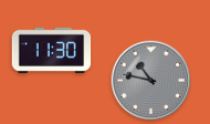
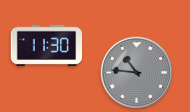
clock at (151, 81): 10:47 -> 10:46
